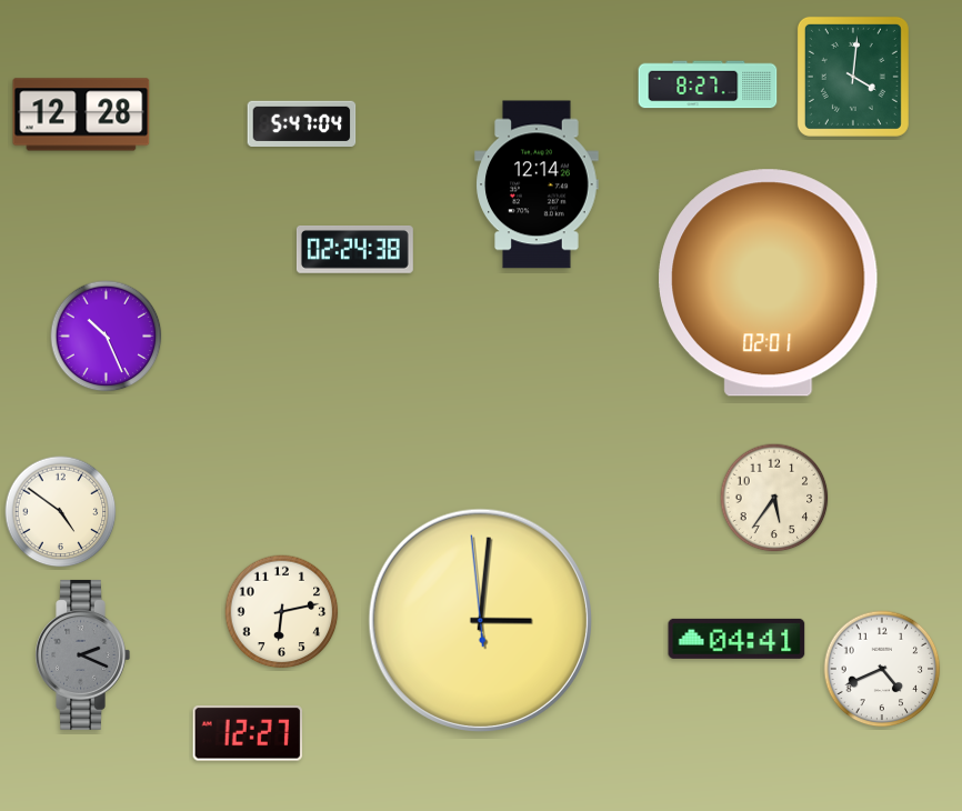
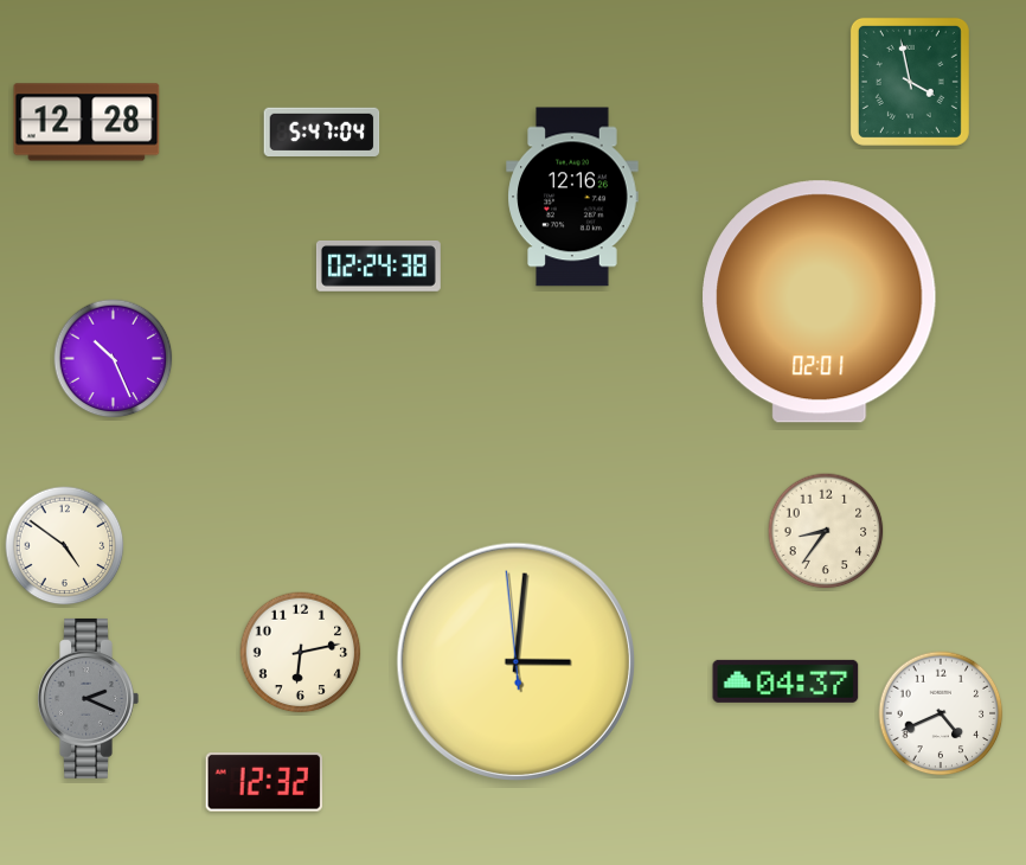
clock at (853, 77): 4:01 -> 3:58
clock at (708, 84): 8:27 -> none
clock at (537, 184): 12:14 -> 12:16
clock at (774, 498): 5:36 -> 8:36
clock at (480, 620) position: (480, 620) -> (515, 661)
clock at (736, 639): 04:41 -> 04:37
clock at (248, 733): 12:27 -> 12:32
